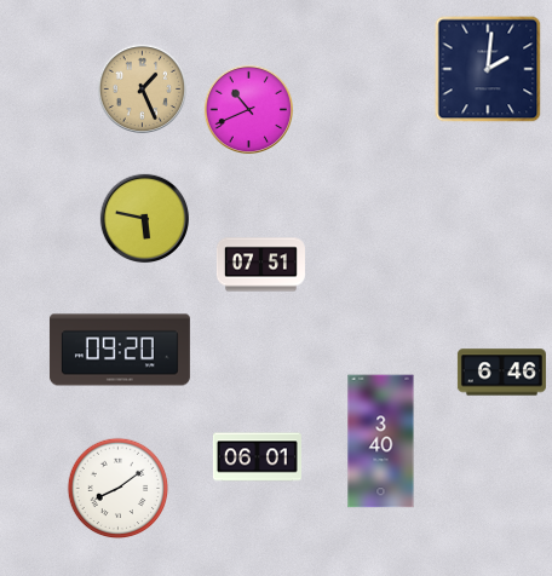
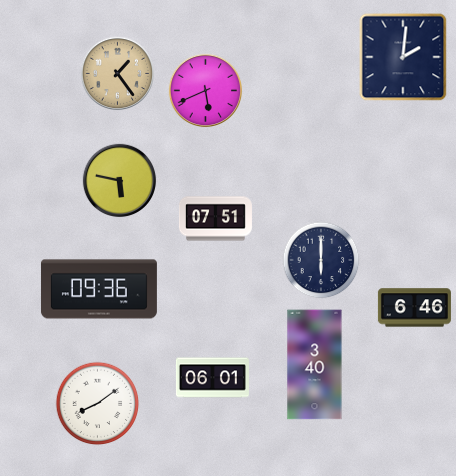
clock at (143, 90): 1:26 -> 1:24
clock at (249, 110): 10:41 -> 5:41
clock at (321, 260): none -> 6:00
clock at (120, 350): 09:20 -> 09:36
